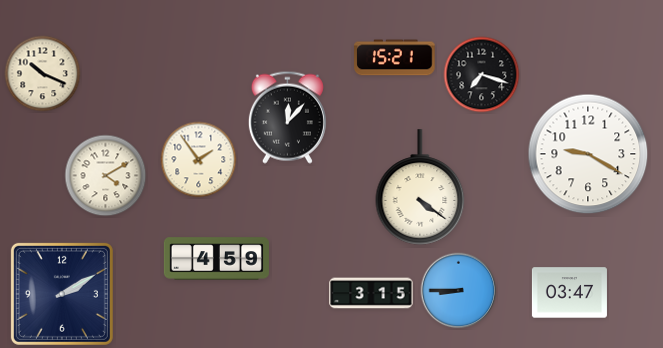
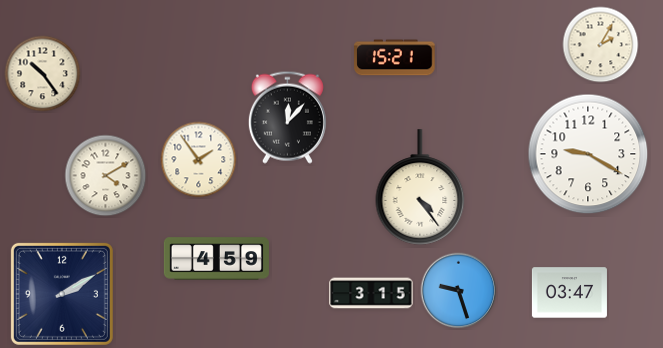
clock at (601, 45): none -> 2:05
clock at (43, 74): 10:19 -> 10:24
clock at (482, 75): 7:18 -> none
clock at (420, 187): 4:21 -> 4:24
clock at (459, 291): 8:45 -> 9:27
